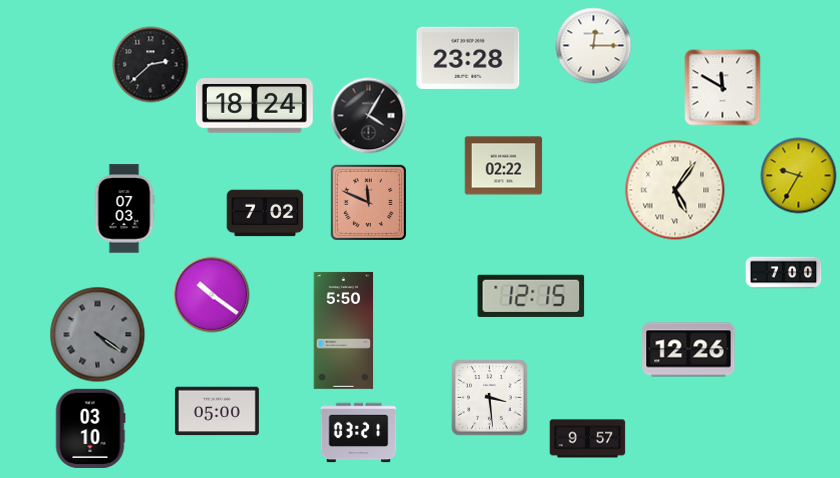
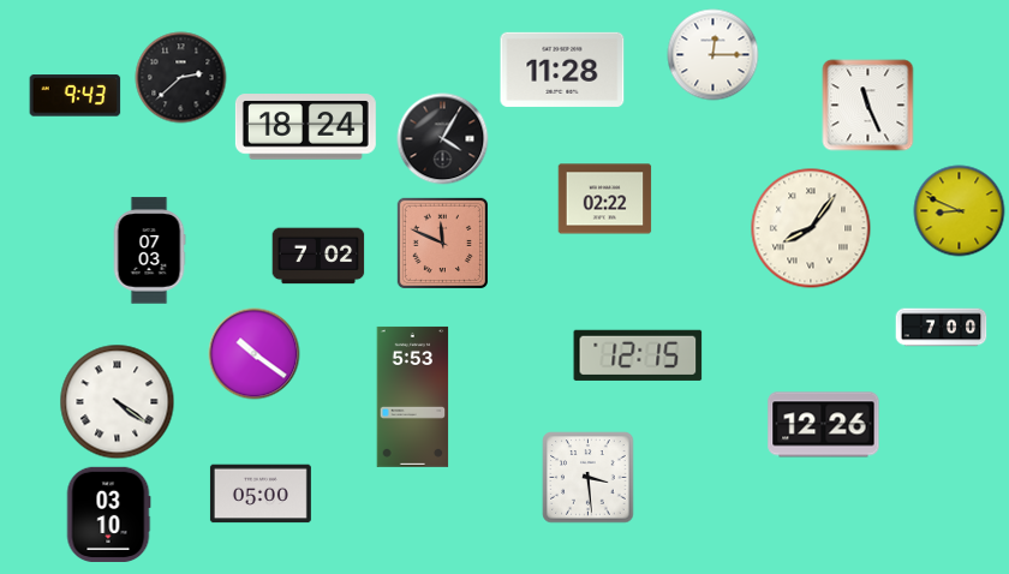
clock at (468, 58): 23:28 -> 11:28
clock at (76, 96): none -> 9:43
clock at (723, 88): 11:50 -> 11:26
clock at (799, 176): 9:35 -> 8:49
clock at (675, 190): 5:06 -> 8:06
clock at (344, 330): 5:50 -> 5:53
clock at (98, 335) dial: grey -> white
clock at (689, 350) position: (689, 350) -> (824, 425)
clock at (359, 433): 03:21 -> none
clock at (588, 439): 9:57 -> none
